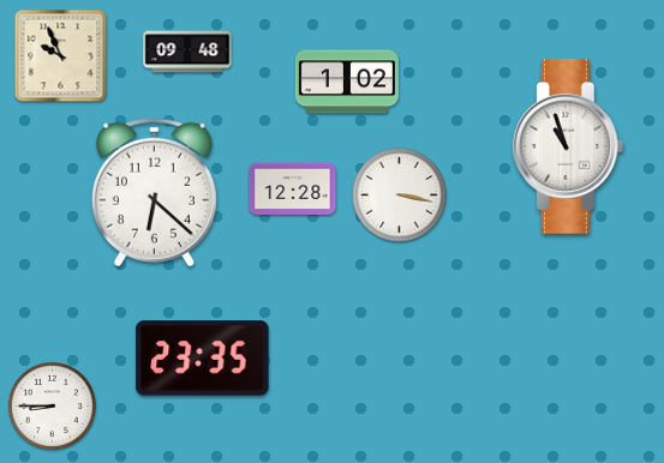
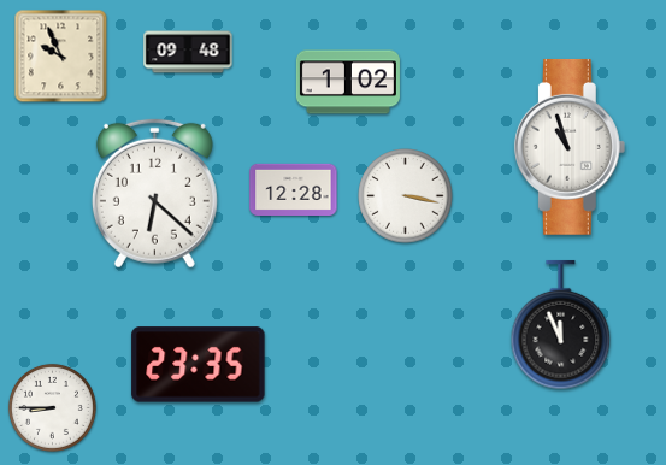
clock at (400, 196) position: (400, 196) -> (406, 196)
clock at (561, 325): none -> 11:56
clock at (203, 359) position: (203, 359) -> (199, 365)
